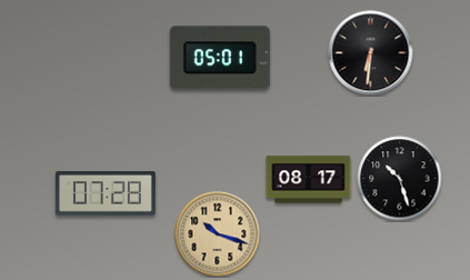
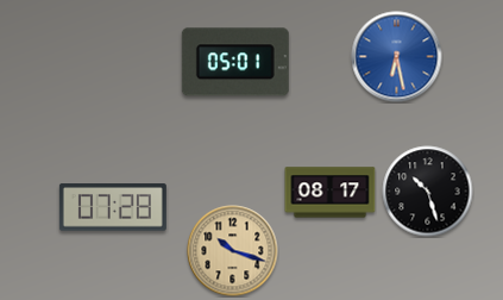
clock at (371, 53): 6:31 -> 6:28
clock at (371, 53) dial: black -> blue
